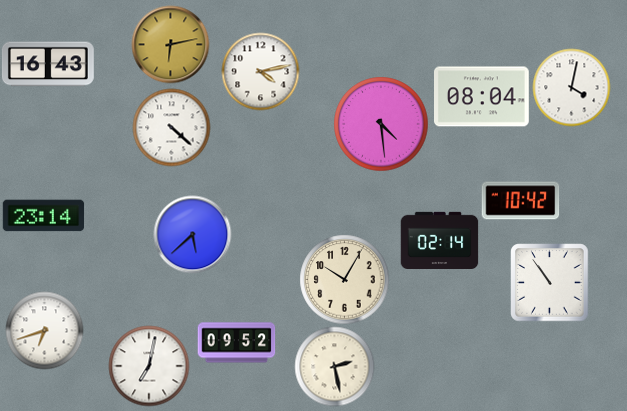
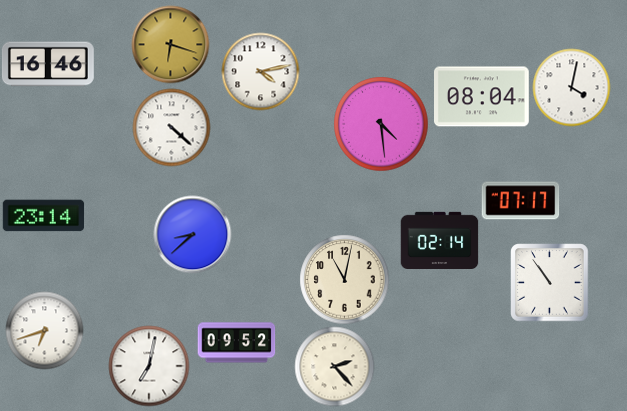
clock at (170, 44): 6:13 -> 6:18
clock at (48, 64): 16:43 -> 16:46
clock at (520, 201): 10:42 -> 07:17
clock at (192, 234): 5:38 -> 8:38
clock at (344, 279): 10:05 -> 11:02
clock at (334, 366): 2:28 -> 2:23
